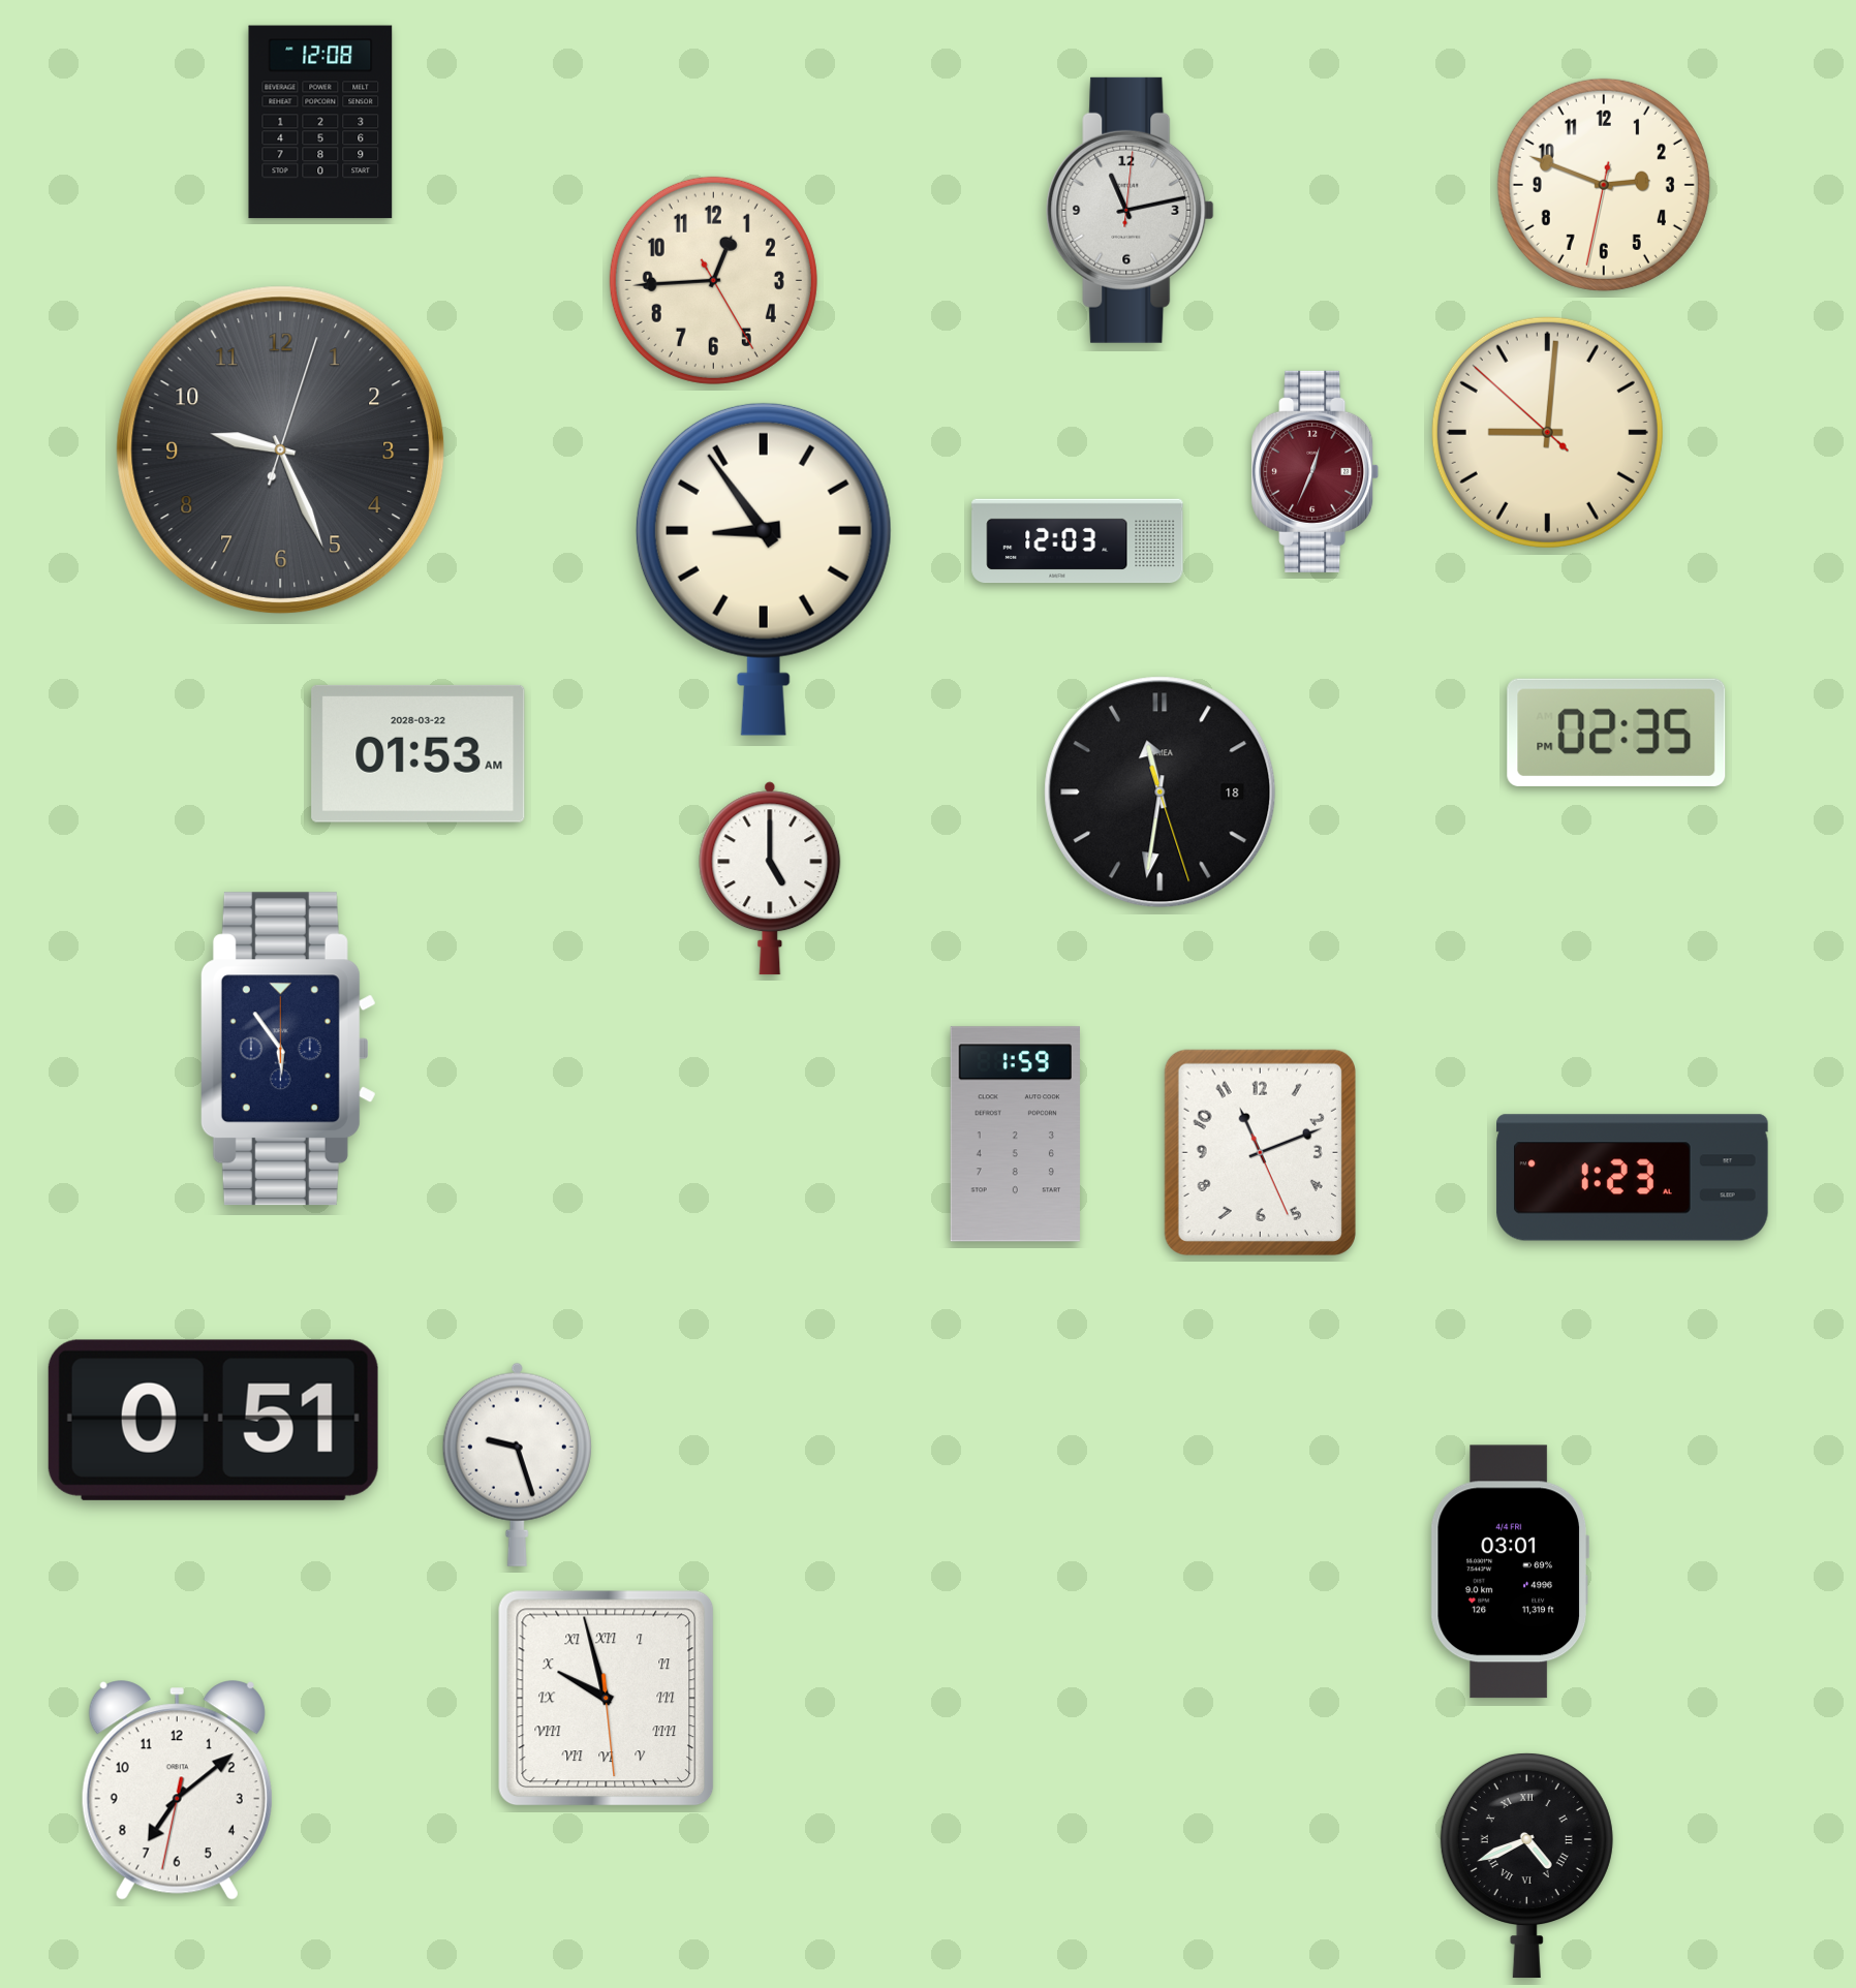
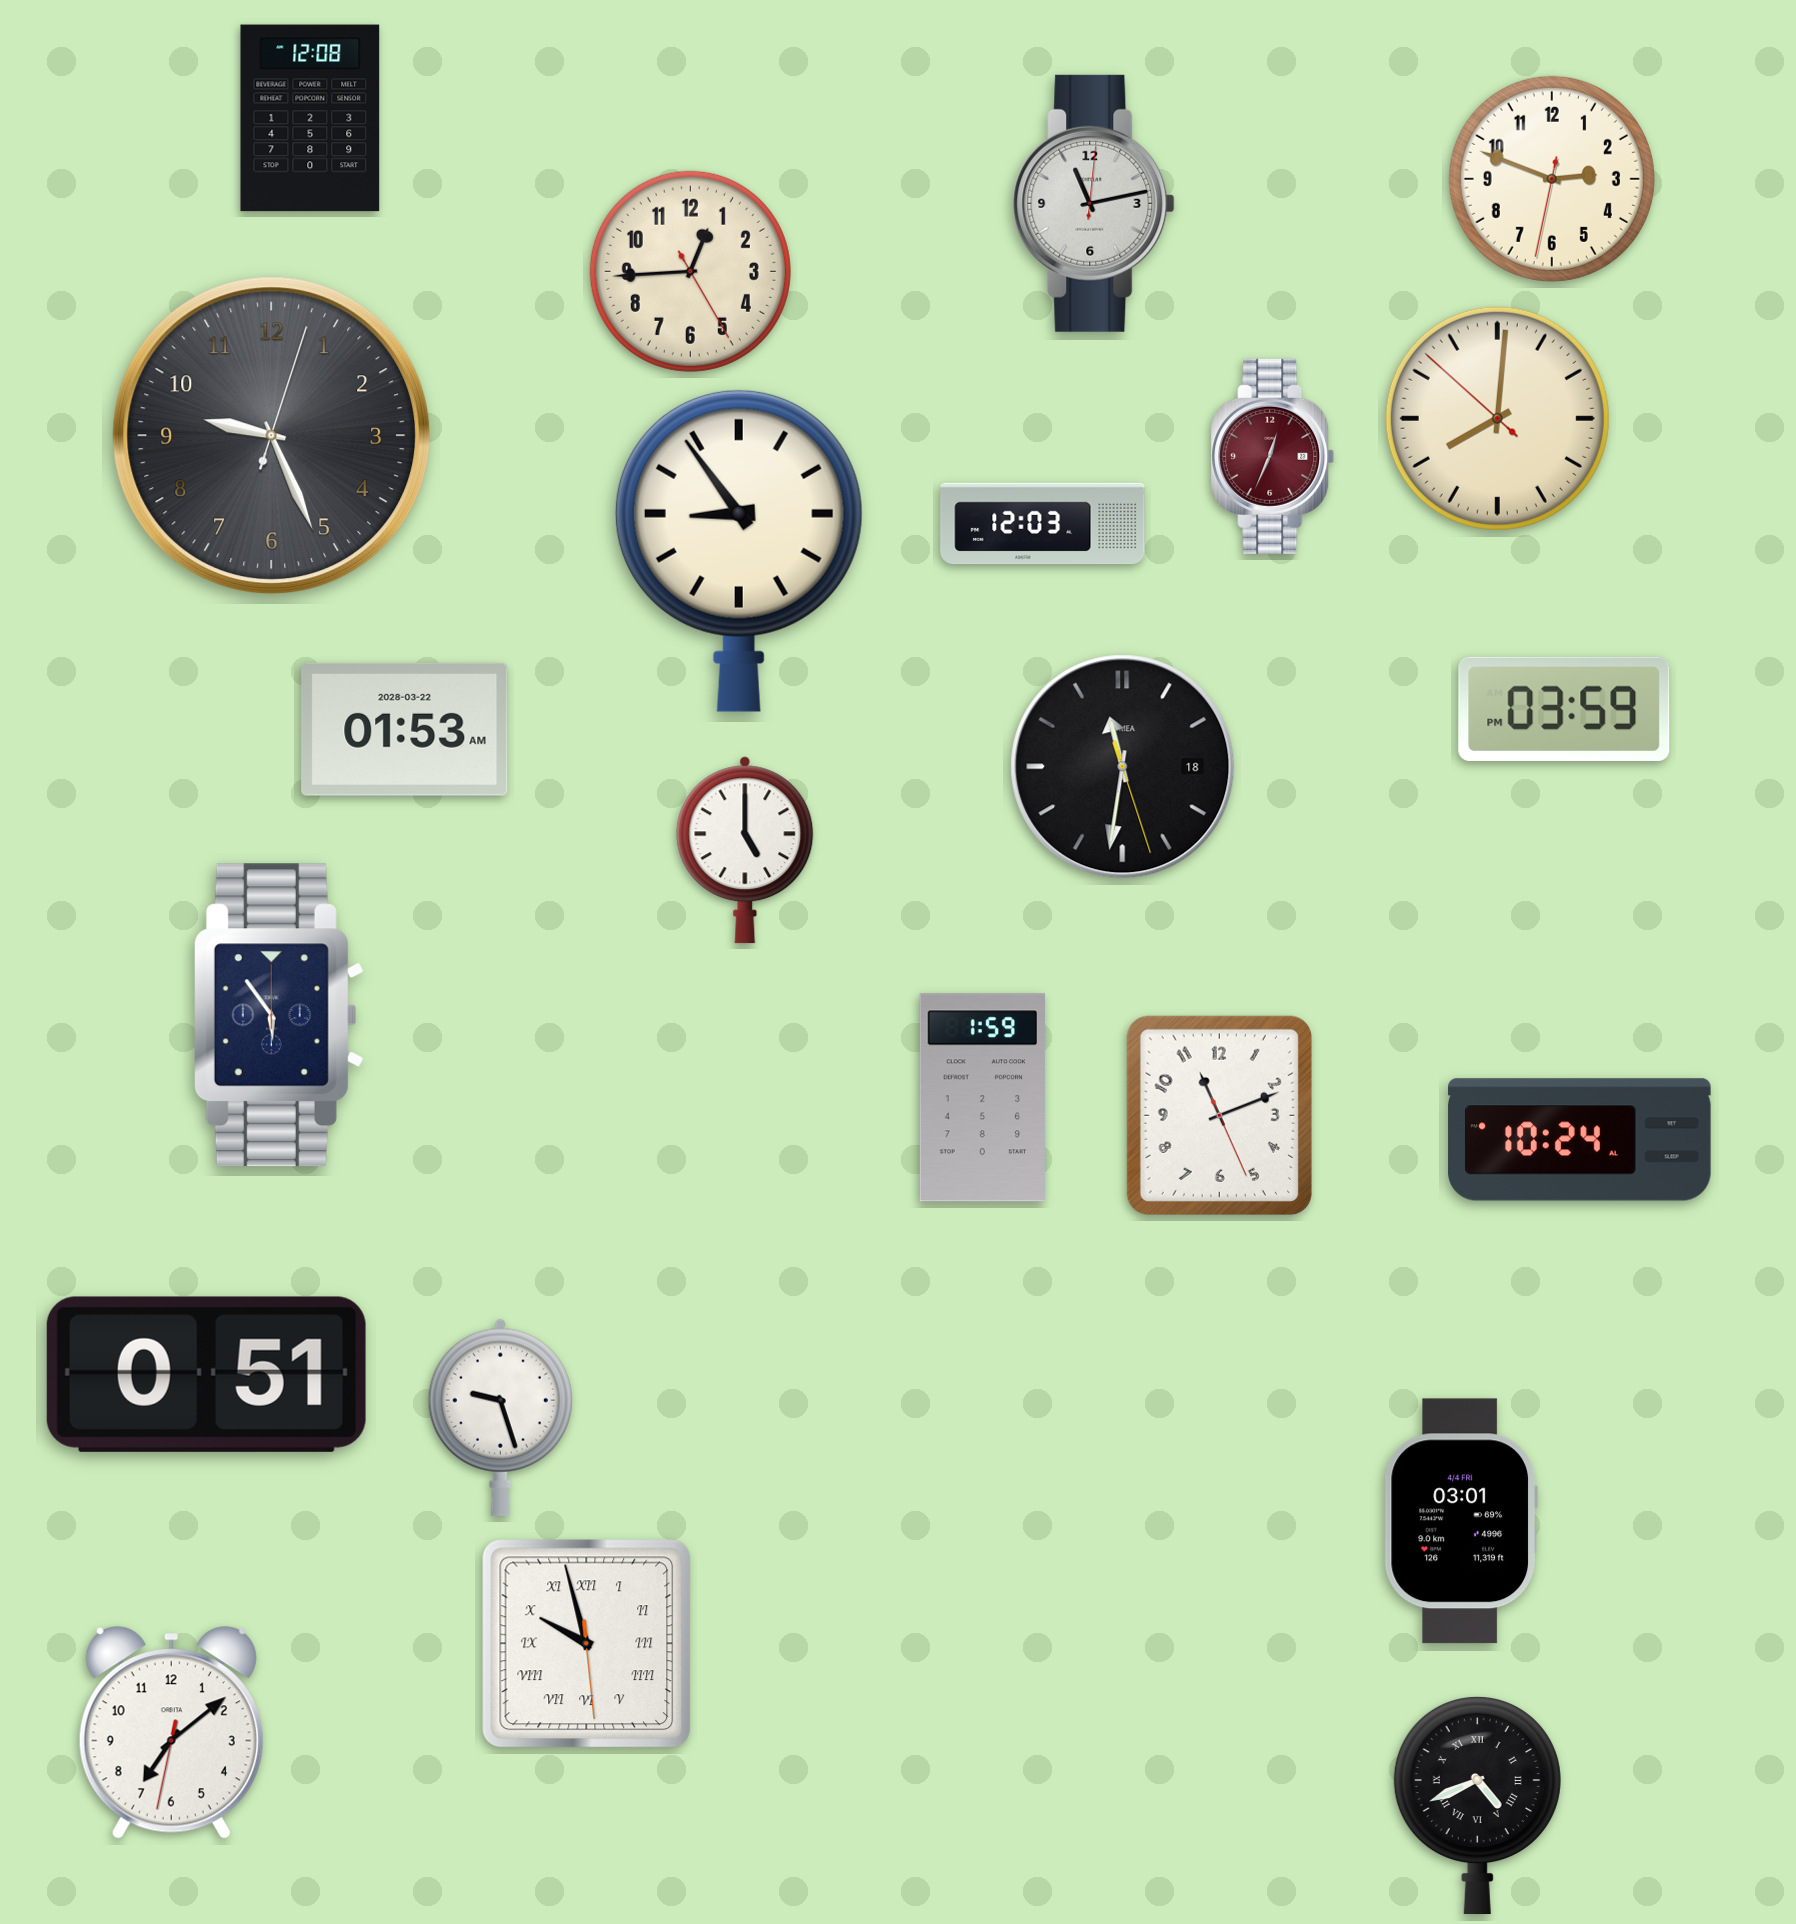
clock at (1547, 432): 9:00 -> 8:00
clock at (1616, 733): 02:35 -> 03:59
clock at (1633, 1178): 1:23 -> 10:24
